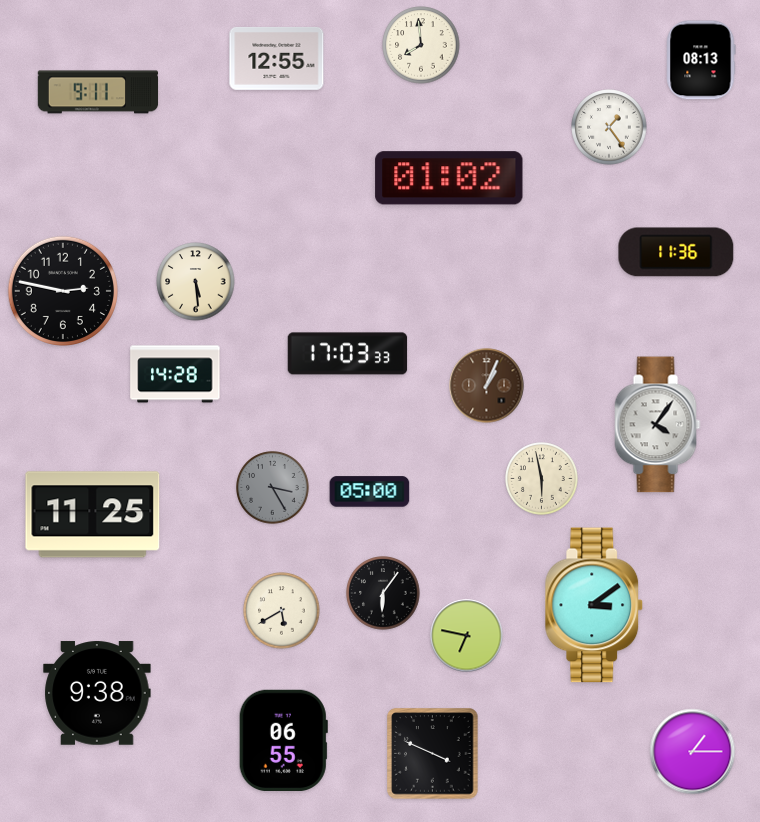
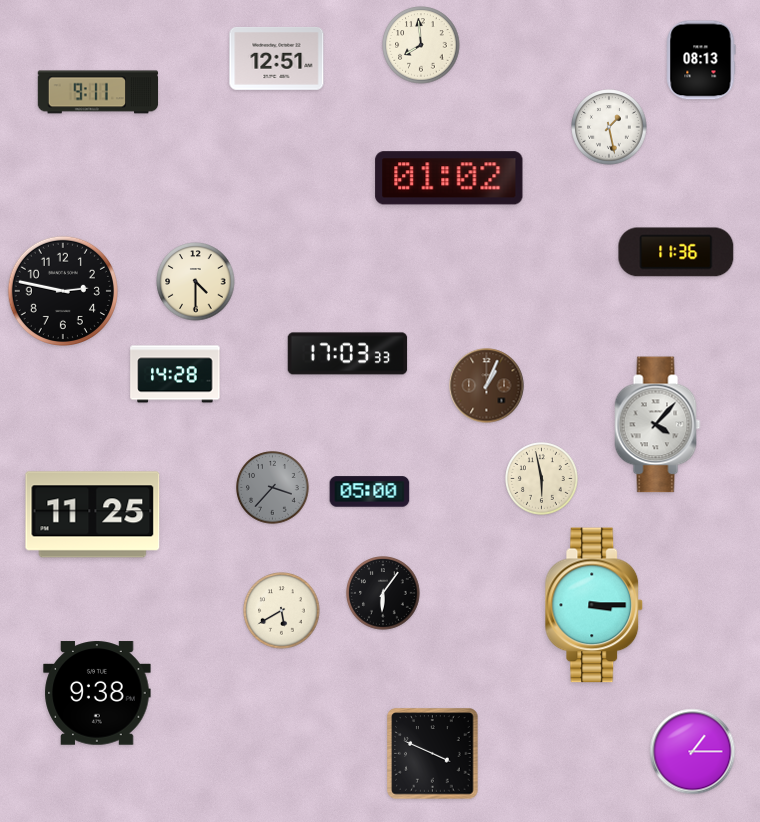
clock at (277, 58): 12:55 -> 12:51
clock at (609, 127): 1:24 -> 1:28
clock at (196, 282): 5:29 -> 4:30
clock at (658, 425): 4:06 -> 4:07
clock at (273, 488): 3:25 -> 3:37
clock at (594, 605): 3:09 -> 3:15
clock at (467, 636): 6:47 -> none
clock at (283, 740): 06:55 -> none
